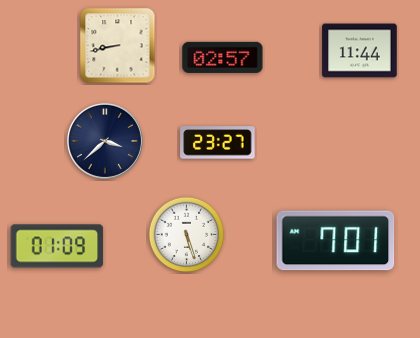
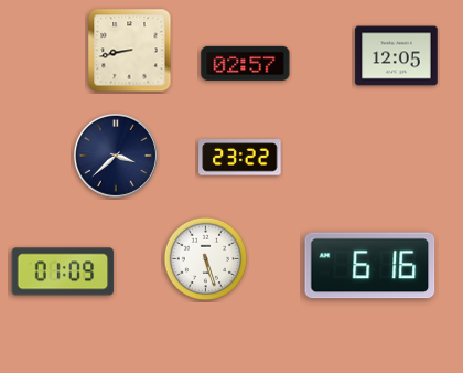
clock at (360, 51): 11:44 -> 12:05
clock at (218, 143): 23:27 -> 23:22
clock at (336, 241): 7:01 -> 6:16
